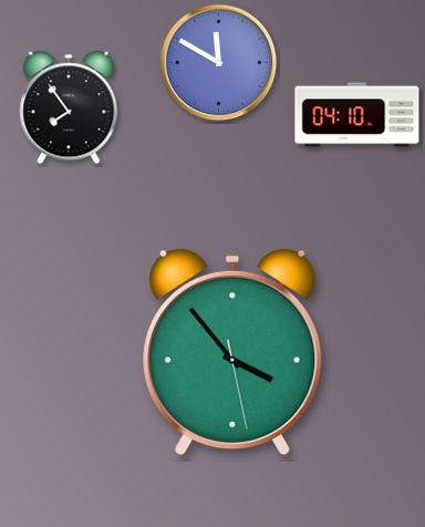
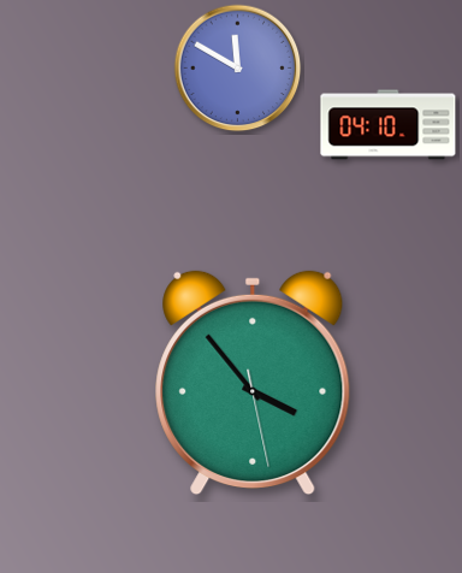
clock at (69, 107): 7:54 -> none
